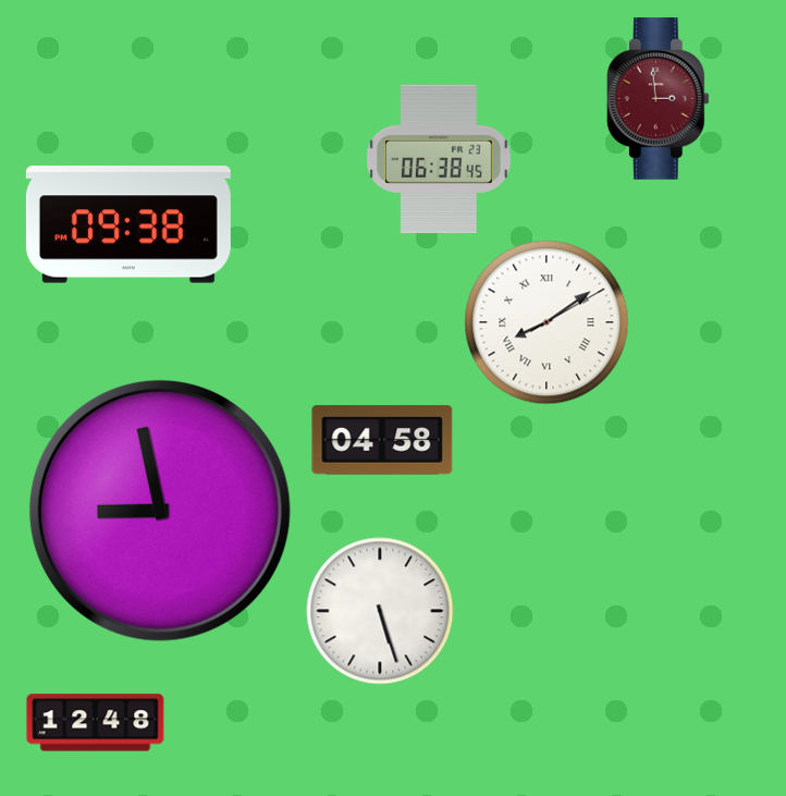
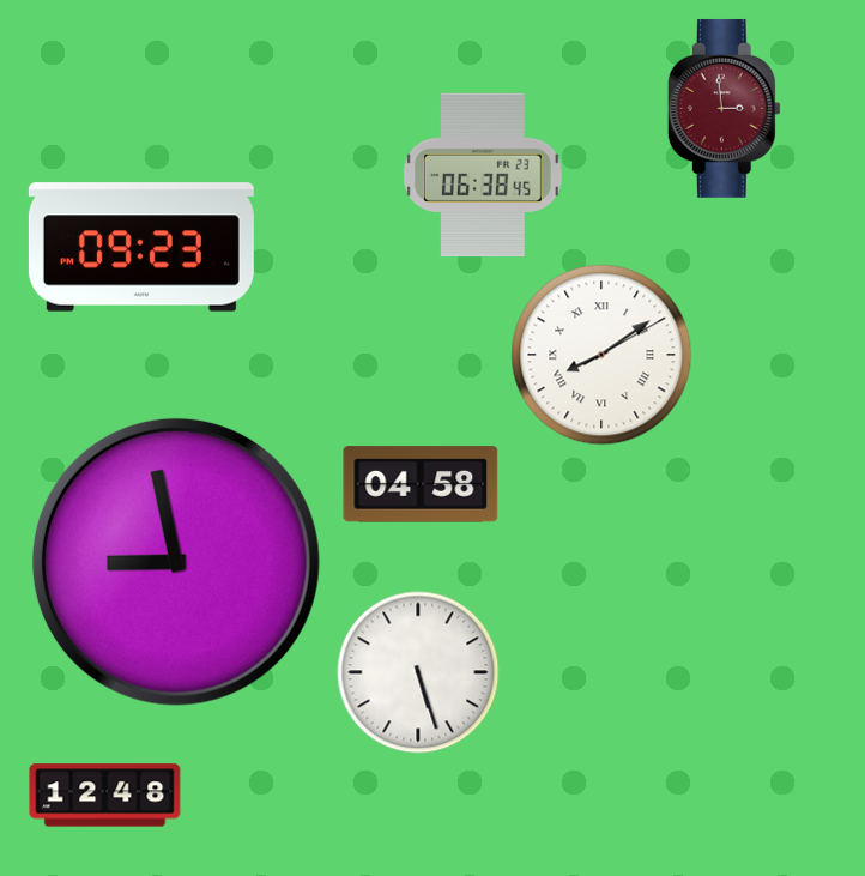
clock at (128, 224): 09:38 -> 09:23
